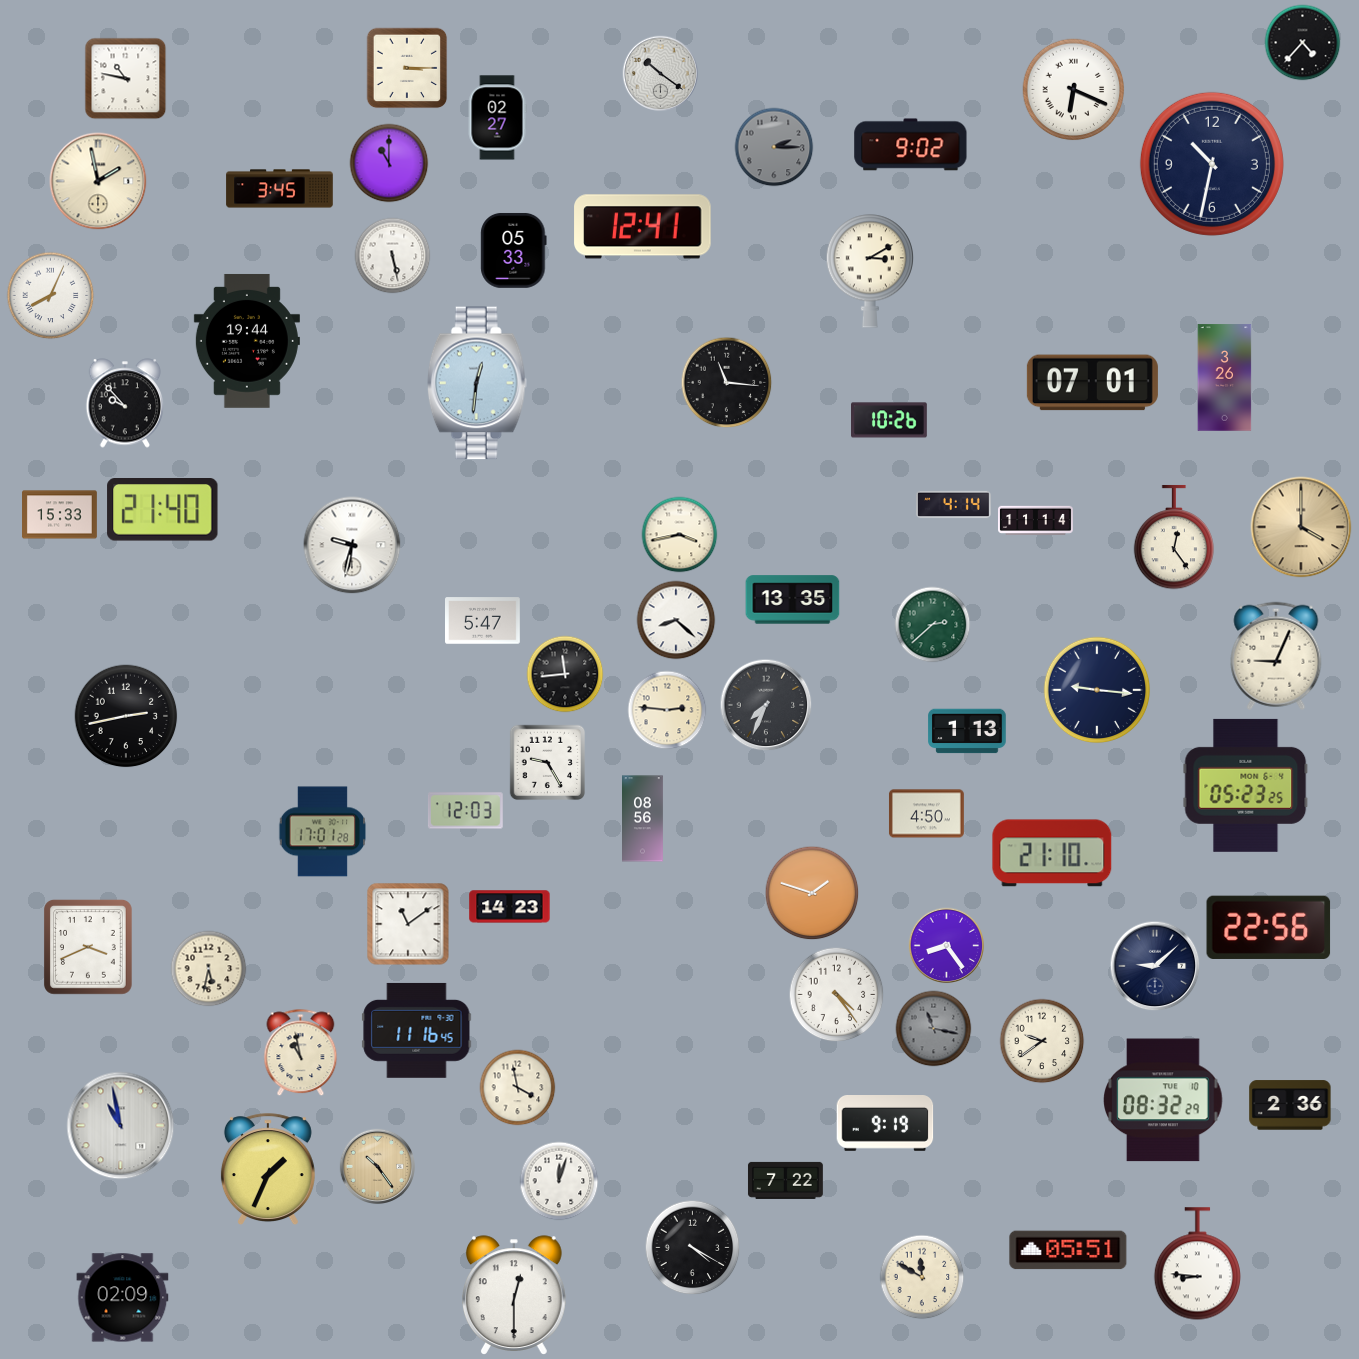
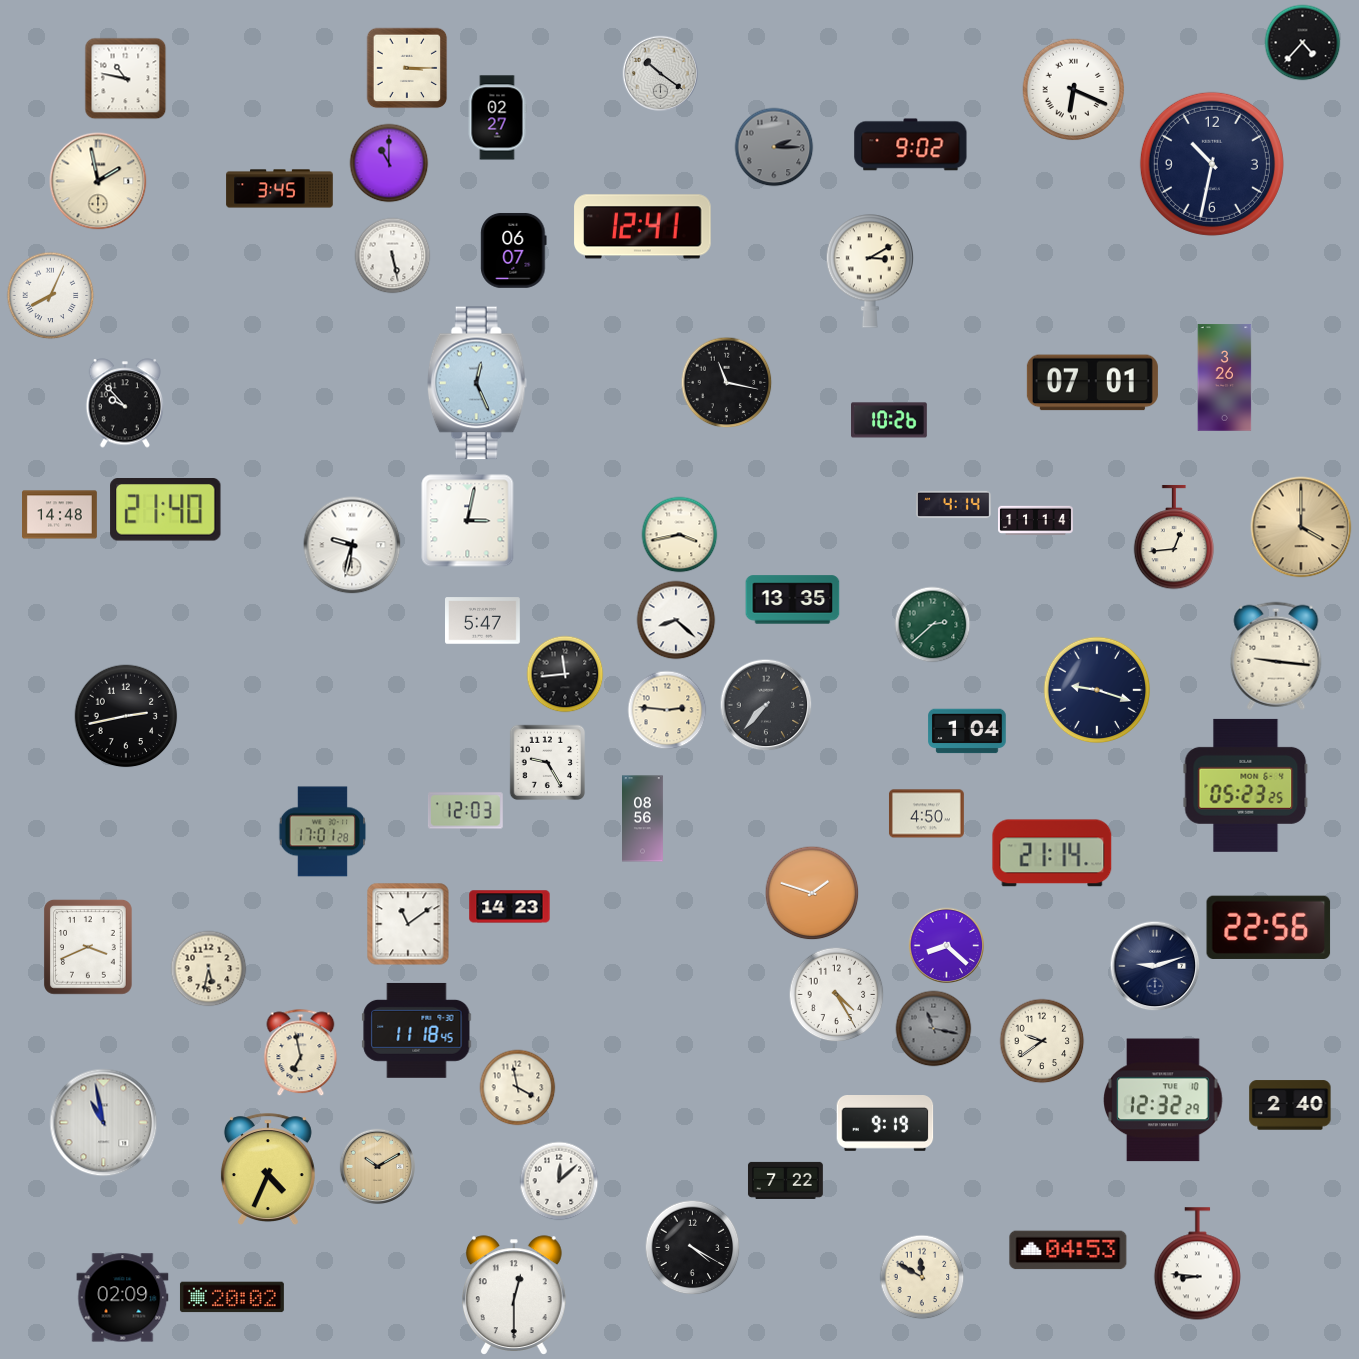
clock at (514, 250): 05:33 -> 06:07
clock at (247, 341): 19:44 -> none
clock at (477, 383): 12:31 -> 12:26
clock at (727, 383): 11:16 -> 11:17
clock at (163, 510) position: (163, 510) -> (166, 510)
clock at (60, 515): 15:33 -> 14:48
clock at (468, 521): none -> 3:02
clock at (1174, 537): 12:24 -> 12:44
clock at (1276, 656): 9:04 -> 9:16
clock at (1097, 690): 9:16 -> 9:18
clock at (766, 705): 7:34 -> 7:37
clock at (967, 731): 1:13 -> 1:04
clock at (1052, 853): 21:10 -> 21:14
clock at (947, 946): 8:24 -> 8:22
clock at (1155, 966): 9:08 -> 9:12
clock at (837, 995): 4:24 -> 4:25
clock at (417, 1030): 11:16 -> 11:18
clock at (301, 1053): 10:58 -> 6:58
clock at (1163, 1100): 08:32 -> 12:32
clock at (1290, 1105): 2:36 -> 2:40
clock at (121, 1126) position: (121, 1126) -> (104, 1123)
clock at (378, 1167): 10:24 -> 10:10
clock at (268, 1170): 1:34 -> 4:34
clock at (559, 1181): 12:03 -> 12:08
clock at (1068, 1250): 05:51 -> 04:53
clock at (232, 1297): none -> 20:02
